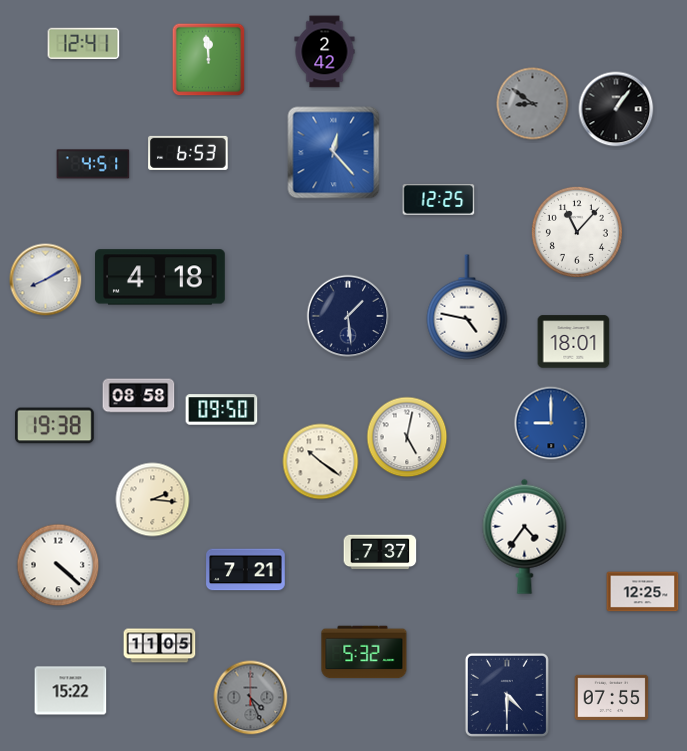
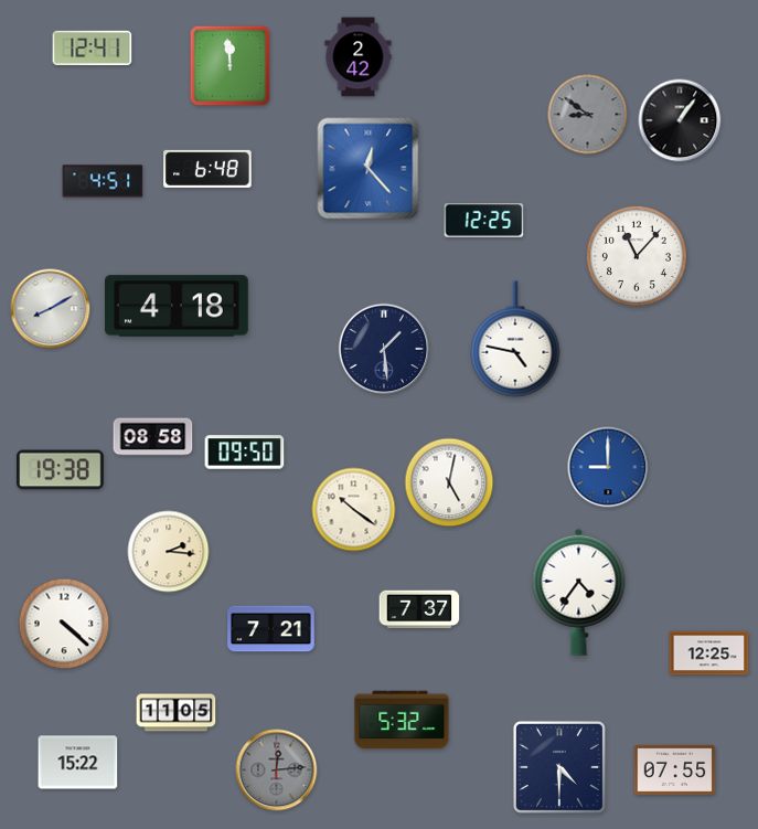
clock at (188, 153): 6:53 -> 6:48
clock at (574, 342): 18:01 -> none
clock at (251, 698): 4:26 -> 12:14
